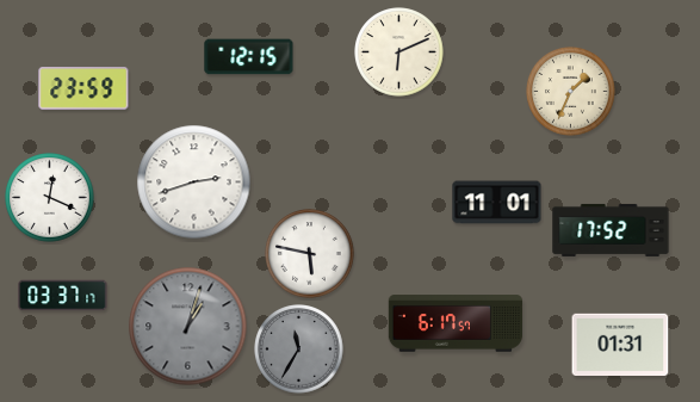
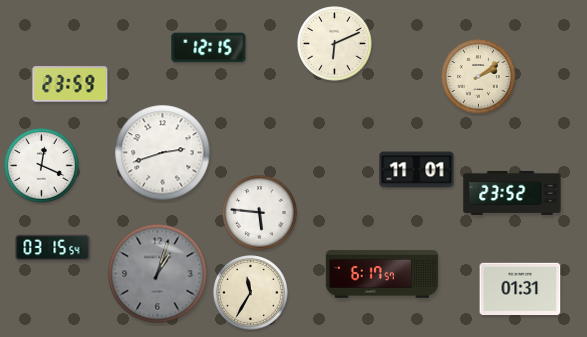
clock at (83, 88) position: (83, 88) -> (70, 84)
clock at (571, 92): 1:34 -> 2:09
clock at (611, 230): 17:52 -> 23:52
clock at (310, 254): 5:47 -> 5:46
clock at (63, 296): 03:37 -> 03:15
clock at (454, 323) position: (454, 323) -> (381, 274)
clock at (299, 350) dial: grey -> cream
